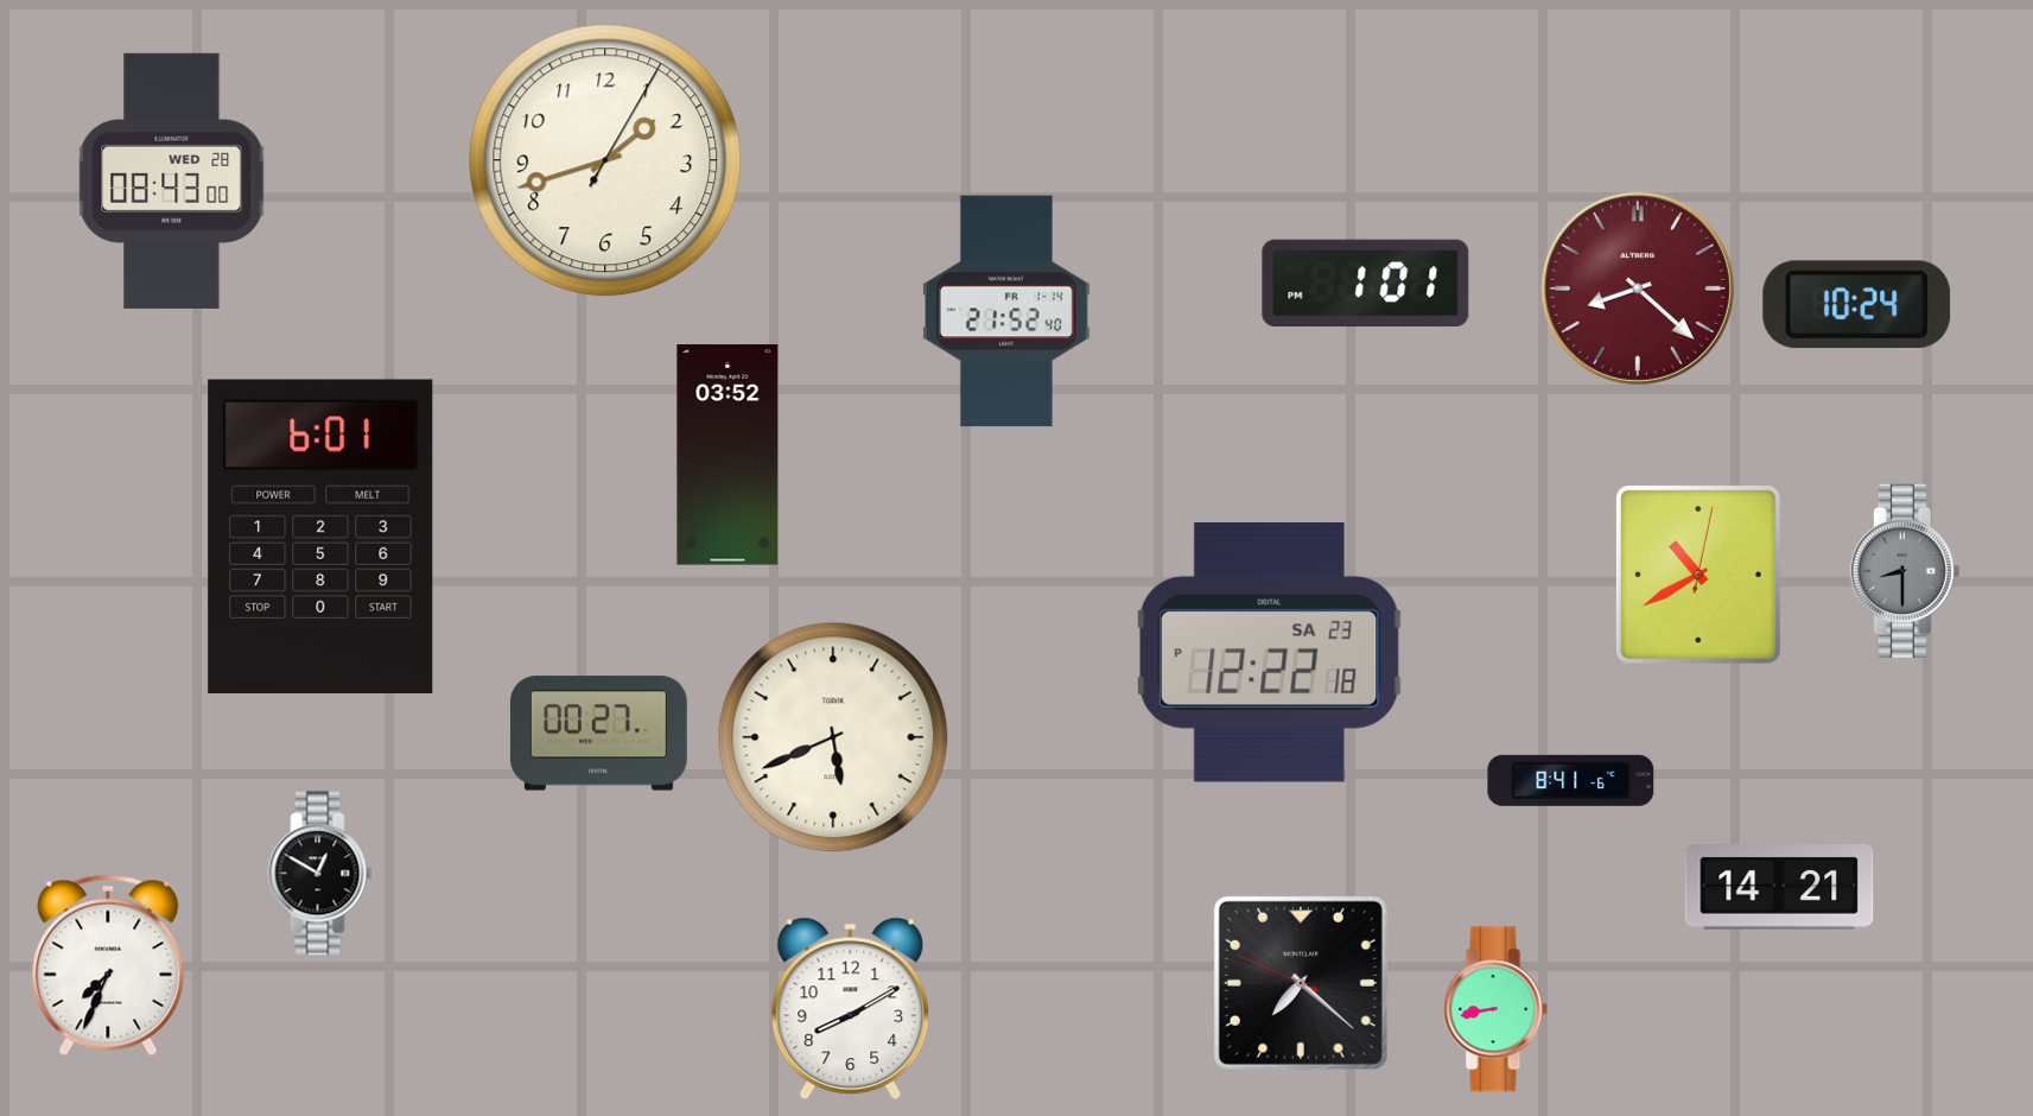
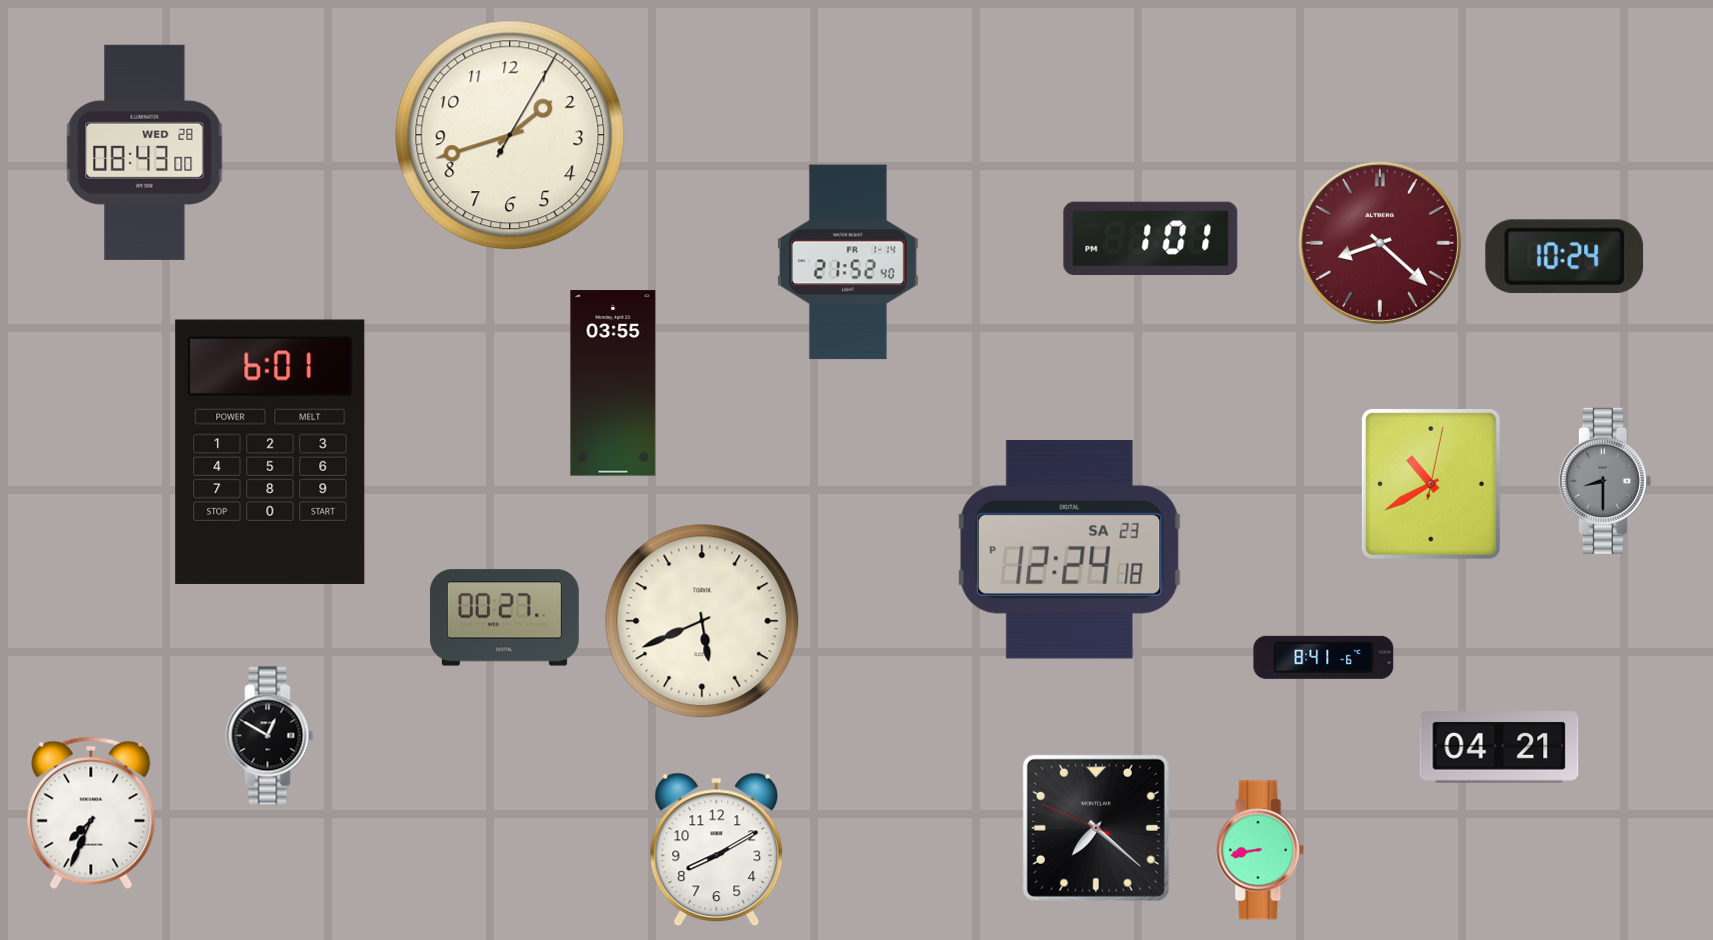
clock at (728, 455): 03:52 -> 03:55
clock at (1270, 652): 12:22 -> 12:24
clock at (1779, 887): 14:21 -> 04:21
